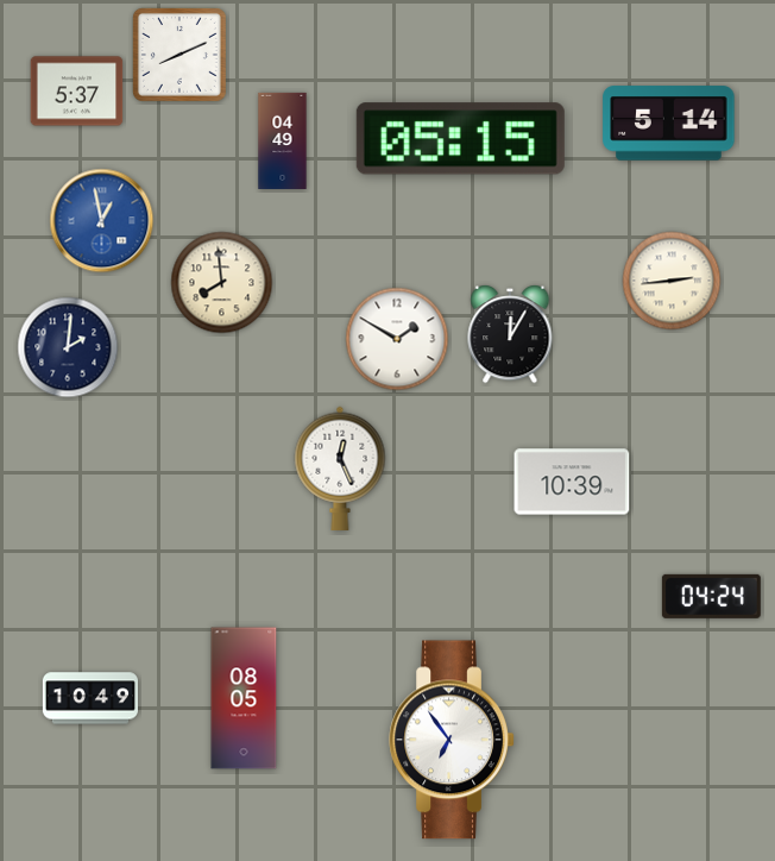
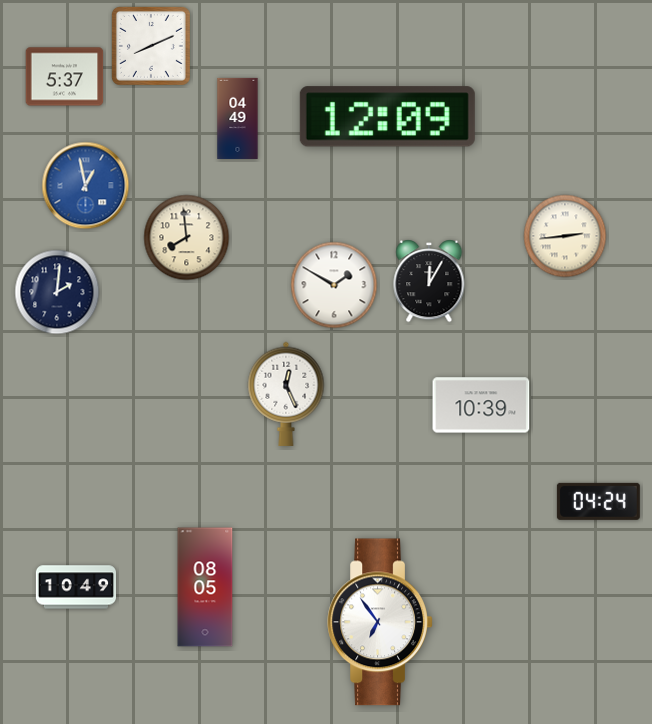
clock at (669, 124): 5:14 -> none
clock at (460, 139): 05:15 -> 12:09
